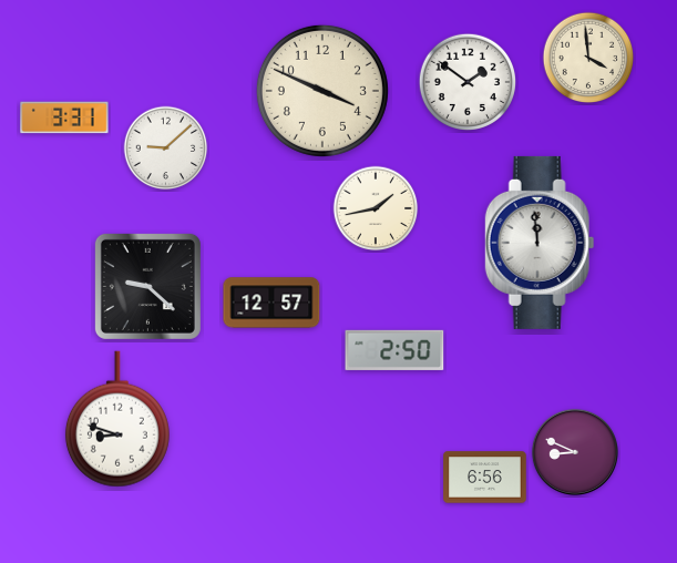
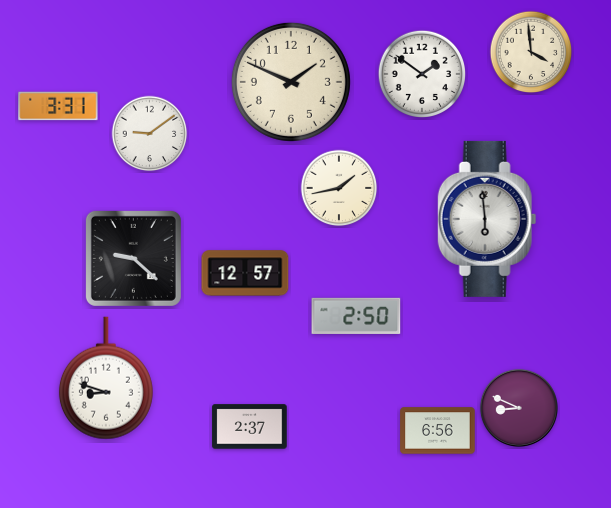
clock at (322, 91): 3:49 -> 1:49
clock at (166, 149): 9:08 -> 9:09
clock at (540, 243): 11:59 -> 5:59
clock at (250, 427): none -> 2:37
